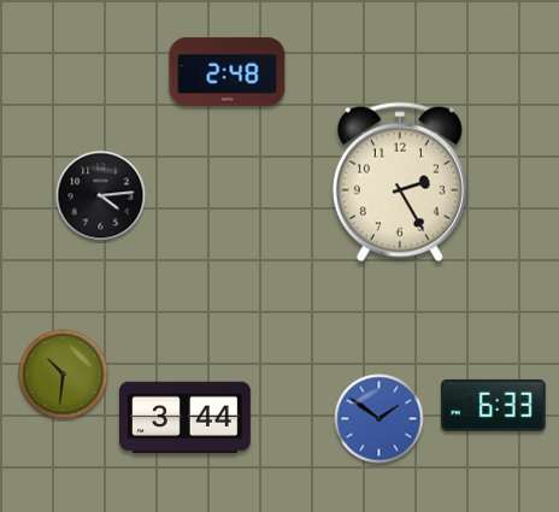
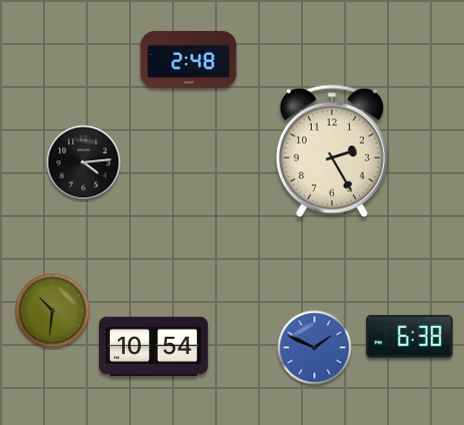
clock at (494, 405): 6:33 -> 6:38
clock at (186, 418): 3:44 -> 10:54
clock at (379, 419): 1:51 -> 1:49
